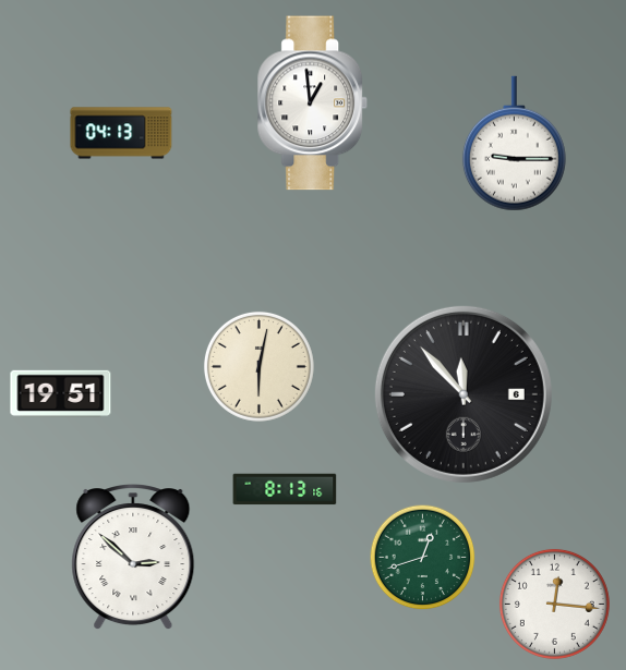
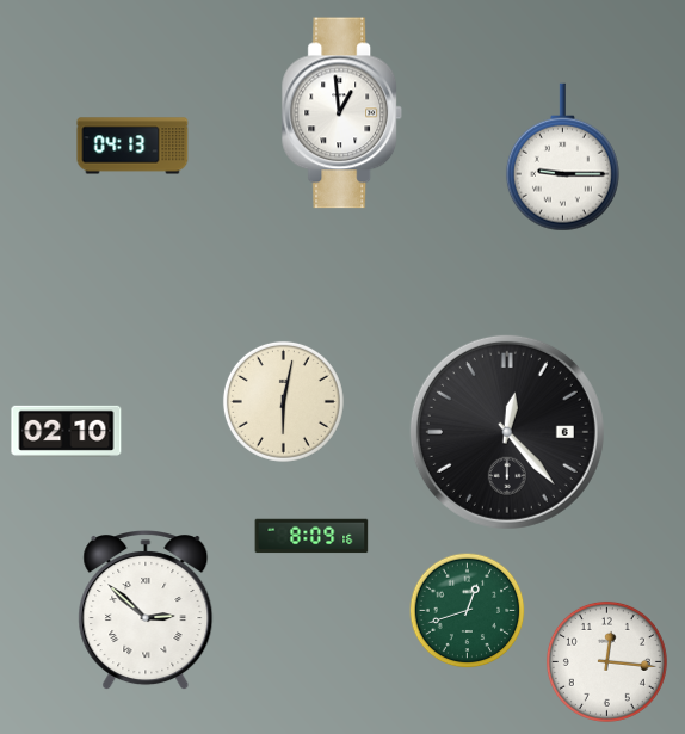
clock at (61, 393): 19:51 -> 02:10
clock at (464, 394): 11:53 -> 12:23
clock at (285, 489): 8:13 -> 8:09
clock at (423, 558) position: (423, 558) -> (468, 611)
